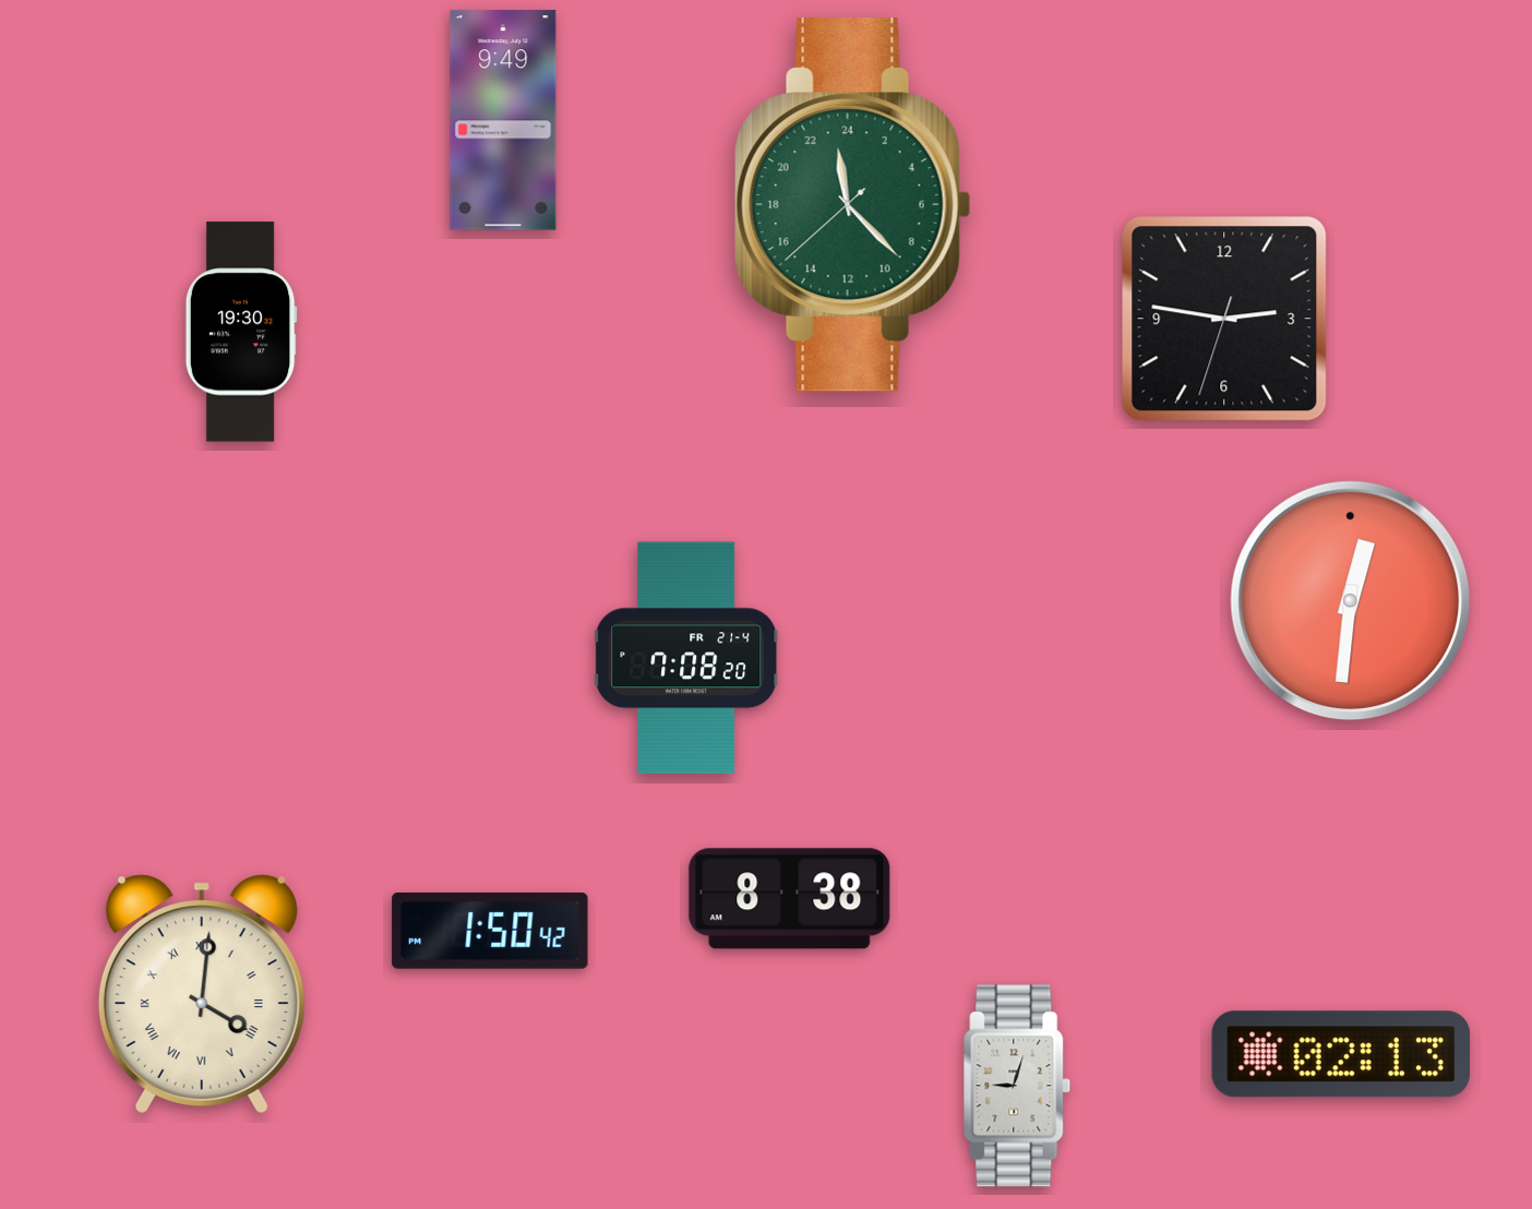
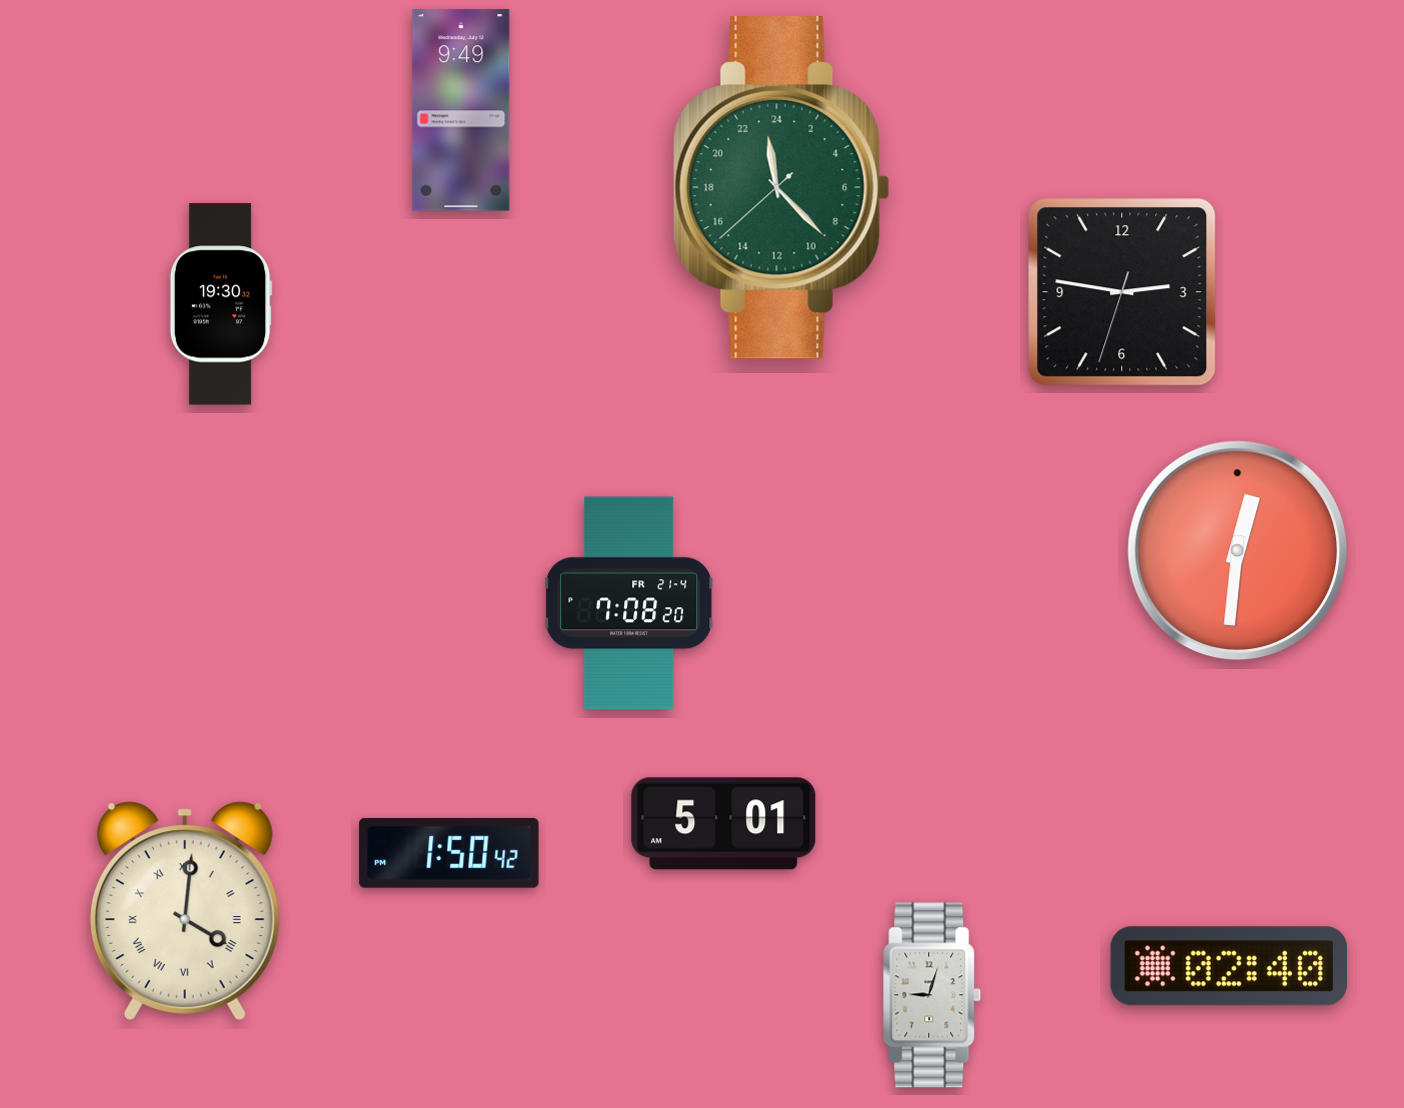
clock at (790, 899): 8:38 -> 5:01
clock at (1340, 1054): 02:13 -> 02:40
